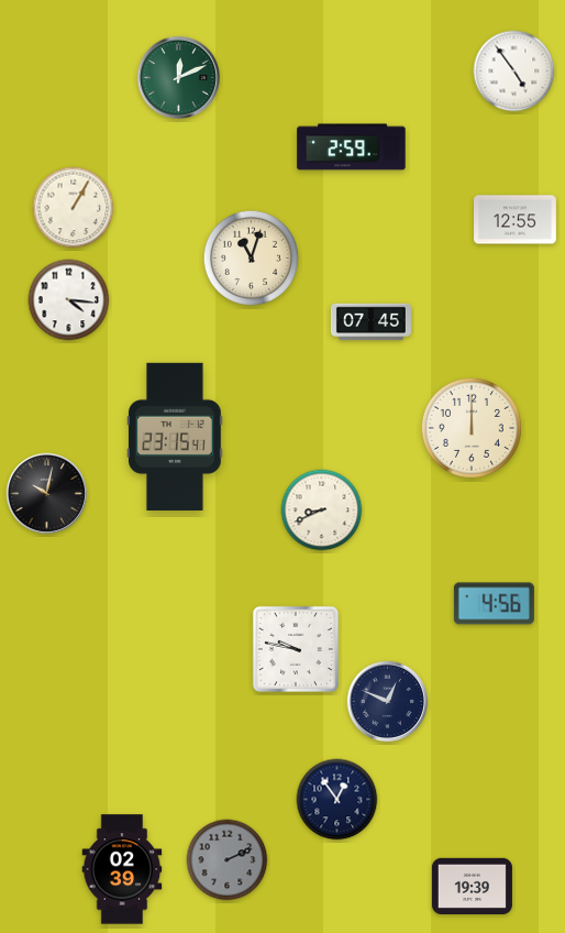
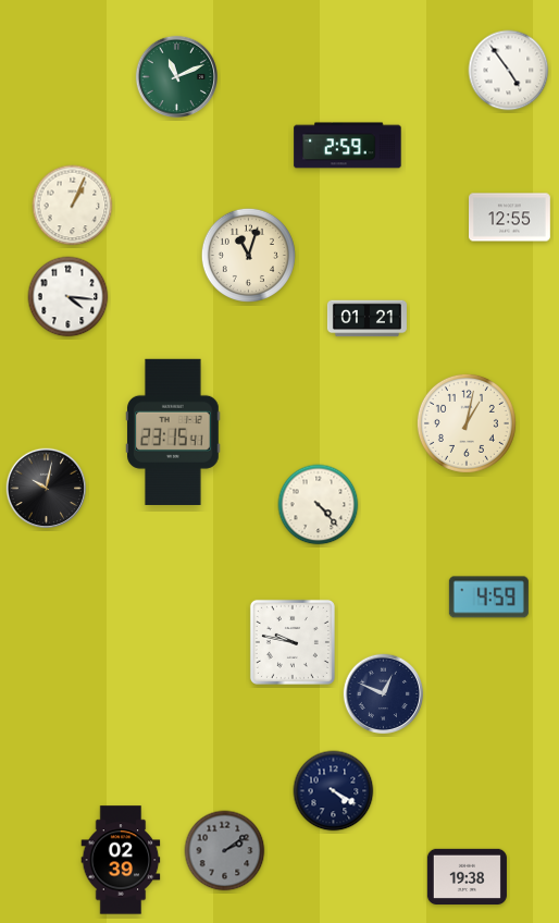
clock at (178, 77): 12:11 -> 11:11
clock at (74, 208): 1:05 -> 1:04
clock at (370, 322): 07:45 -> 01:21
clock at (472, 428): 12:00 -> 1:02
clock at (322, 511): 8:41 -> 4:23
clock at (494, 604): 4:56 -> 4:59
clock at (337, 800): 12:54 -> 4:20
clock at (228, 860): 2:11 -> 2:09
clock at (472, 886): 19:39 -> 19:38
